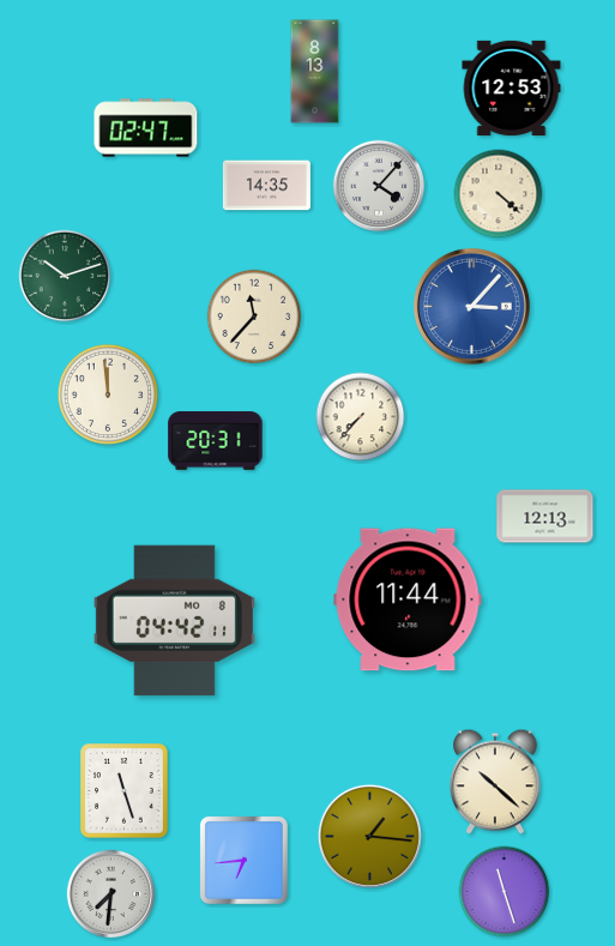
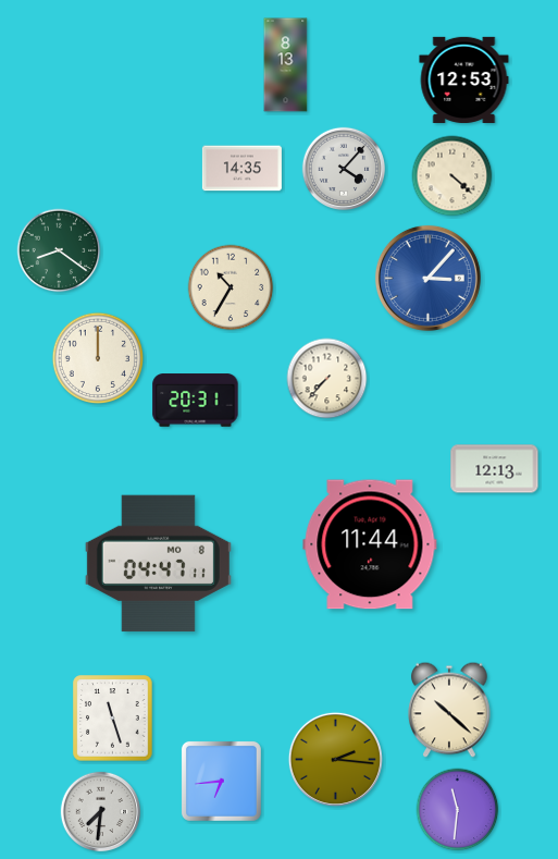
clock at (146, 128): 02:47 -> none
clock at (65, 276): 10:12 -> 8:21
clock at (254, 317): 11:37 -> 10:35
clock at (108, 394): 11:59 -> 12:00
clock at (174, 621): 04:42 -> 04:47
clock at (369, 836): 1:16 -> 2:16
clock at (505, 892): 11:27 -> 11:31
